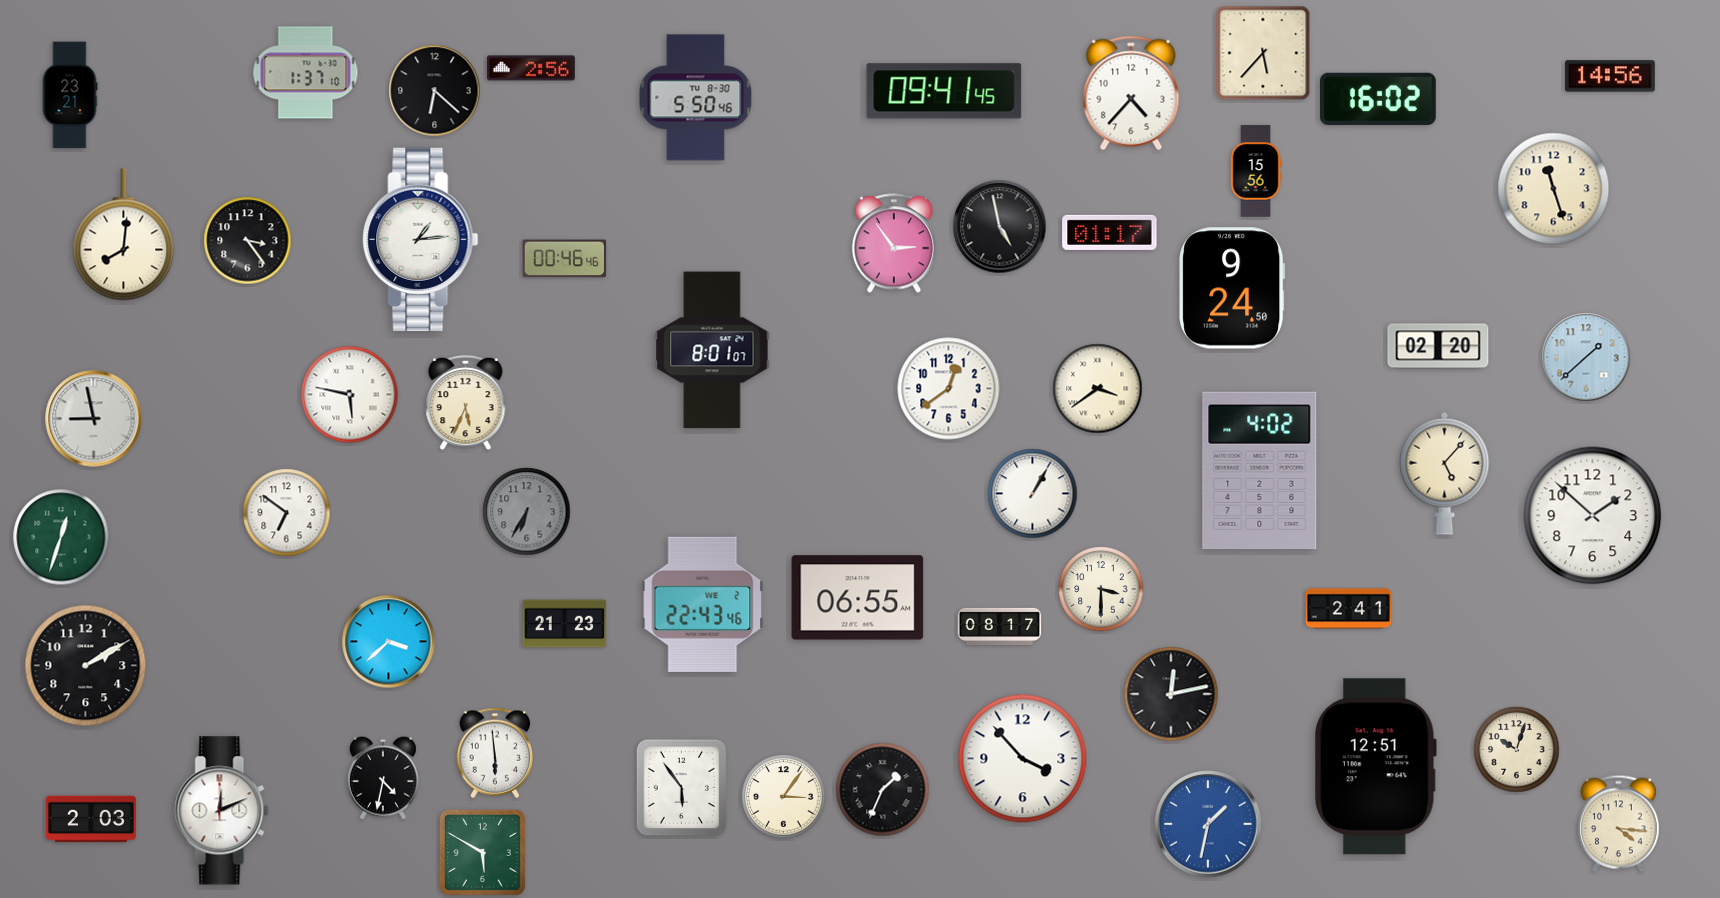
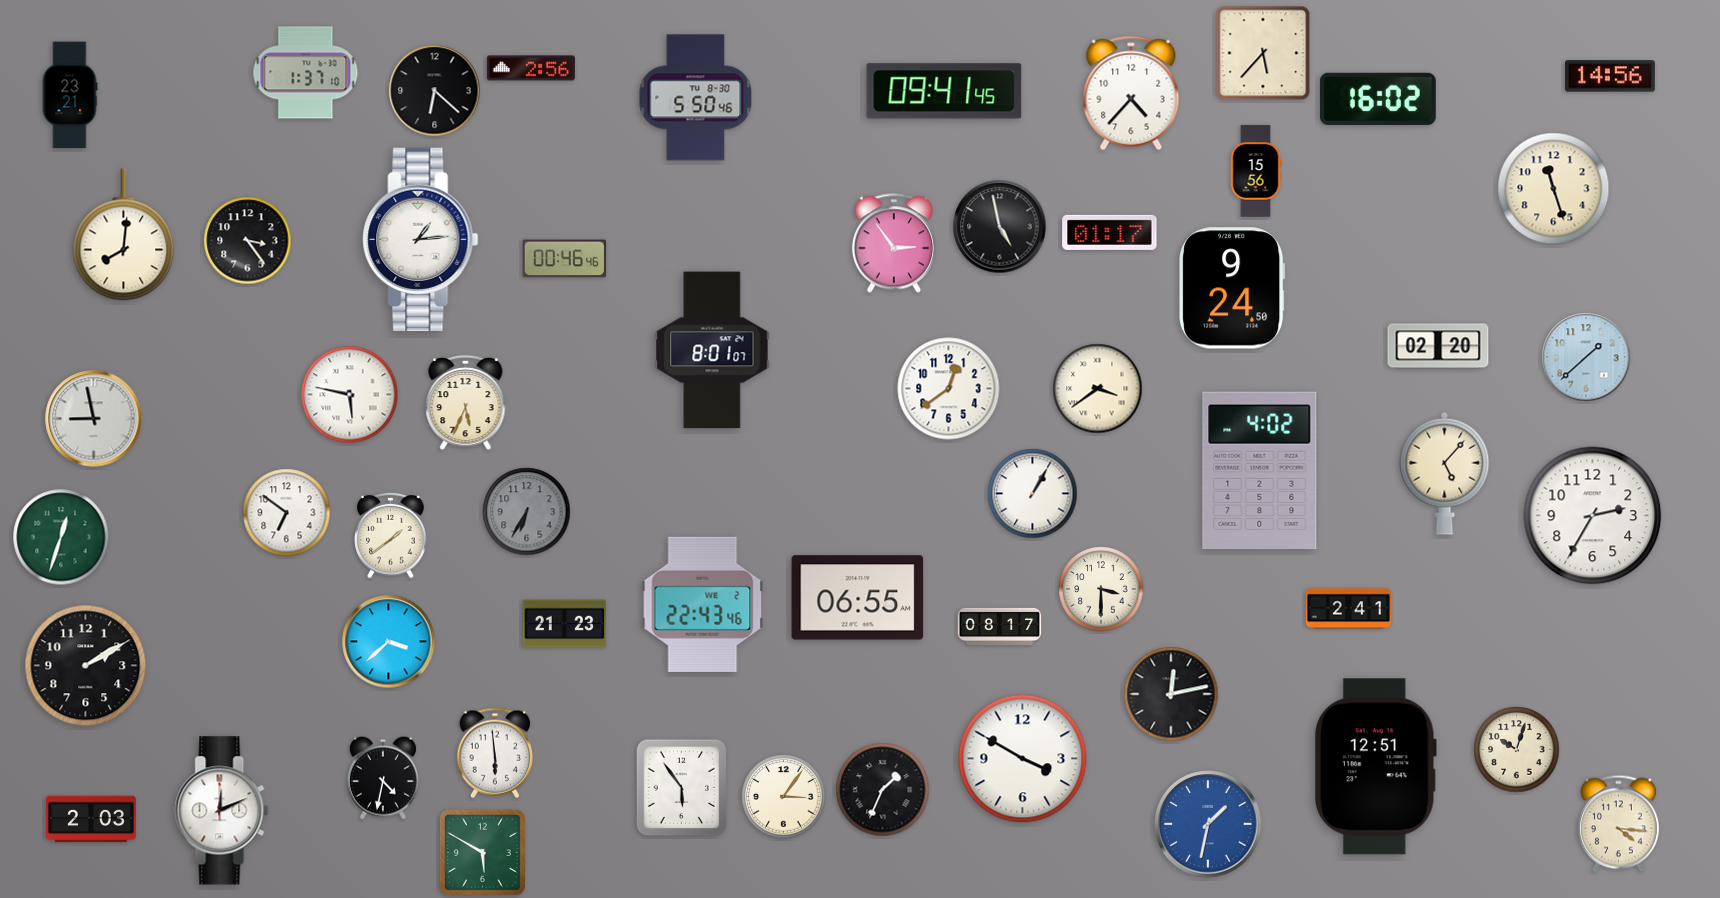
clock at (1593, 516): 1:52 -> 2:35
clock at (391, 535): none -> 1:39
clock at (1023, 759): 3:53 -> 3:50
